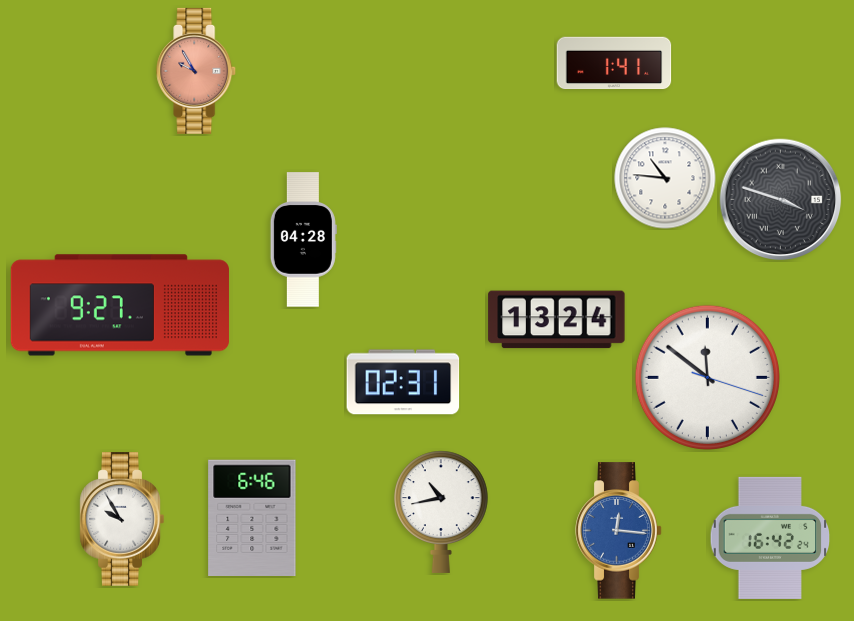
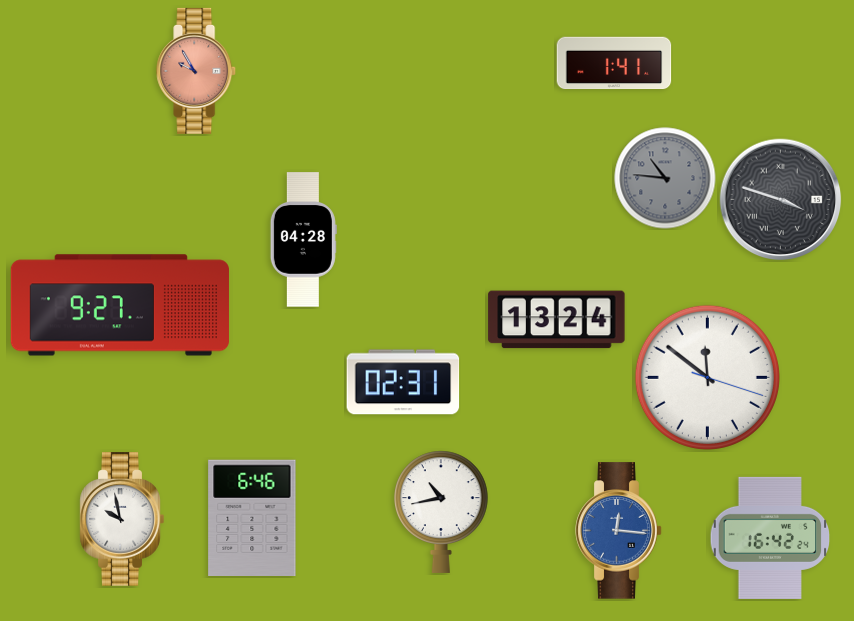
clock at (665, 178) dial: white -> grey
clock at (122, 519): 9:55 -> 9:58
